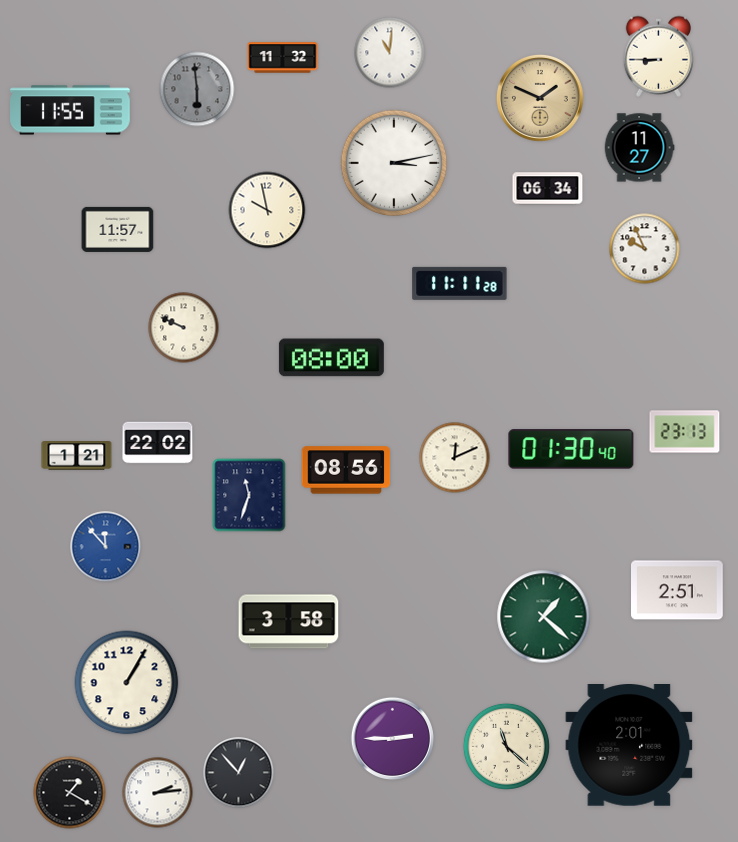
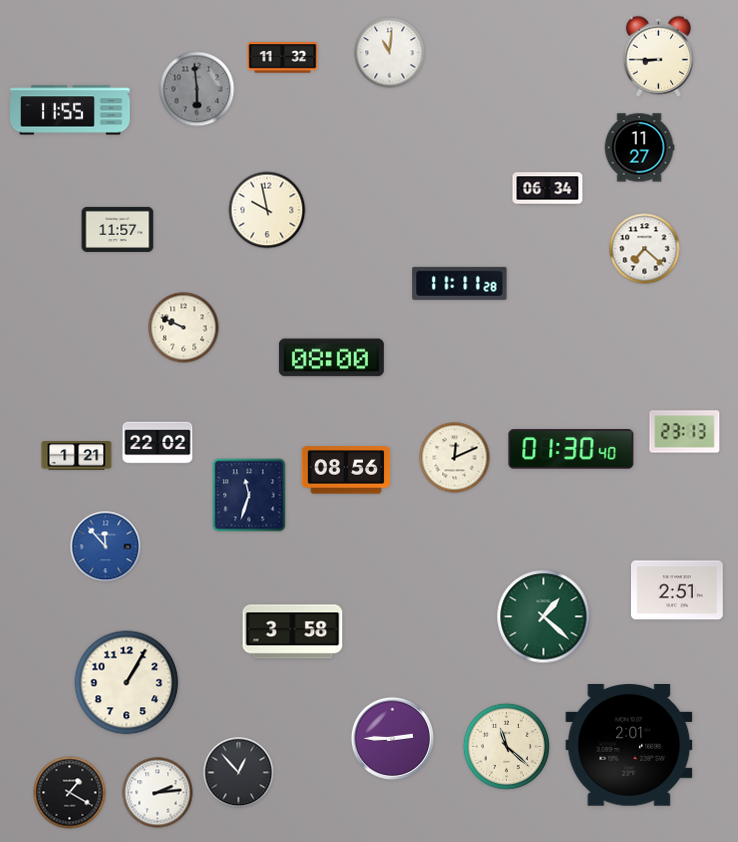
clock at (540, 98): 1:49 -> none
clock at (394, 163): 3:13 -> none
clock at (645, 249): 9:56 -> 7:22
clock at (289, 622) position: (289, 622) -> (293, 632)
